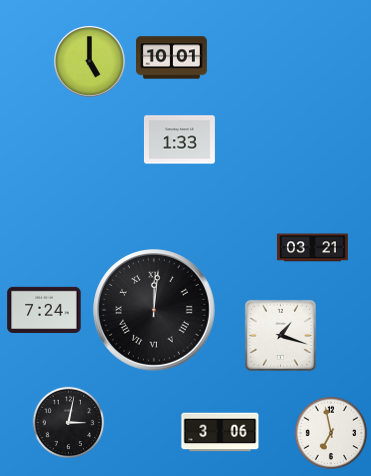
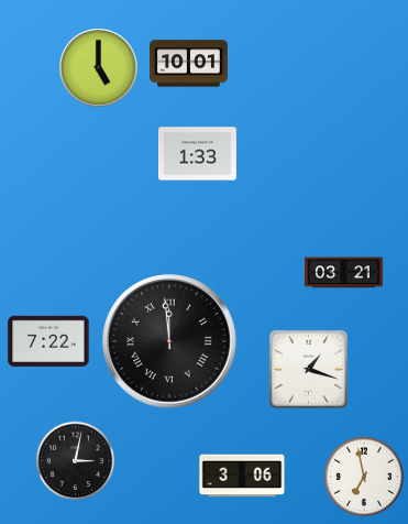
clock at (44, 310): 7:24 -> 7:22
clock at (154, 310): 12:01 -> 11:59
clock at (69, 423) position: (69, 423) -> (76, 461)
